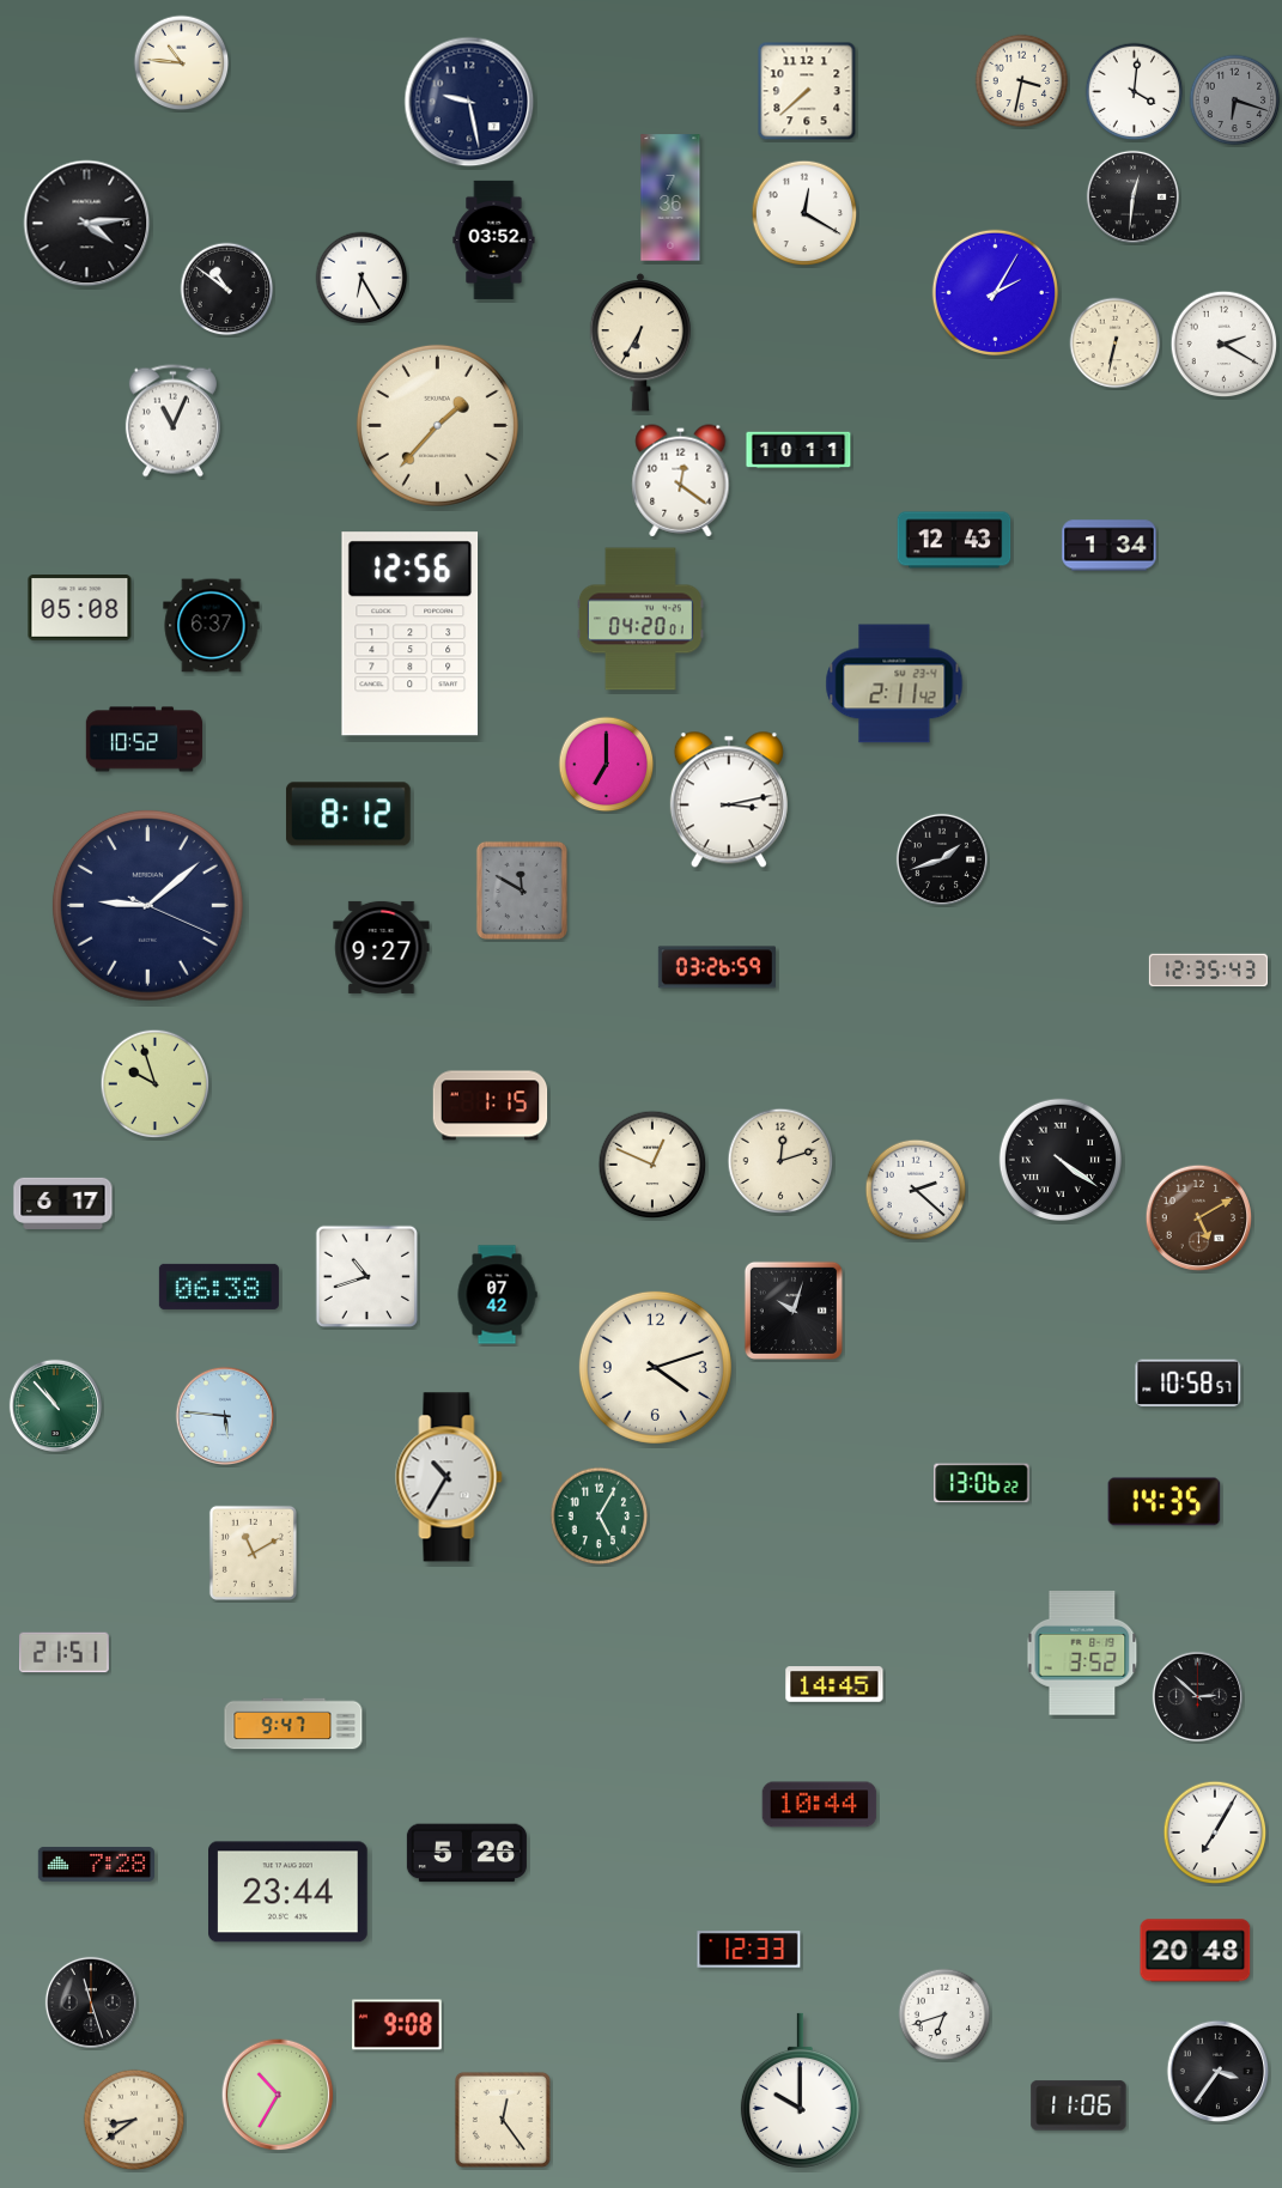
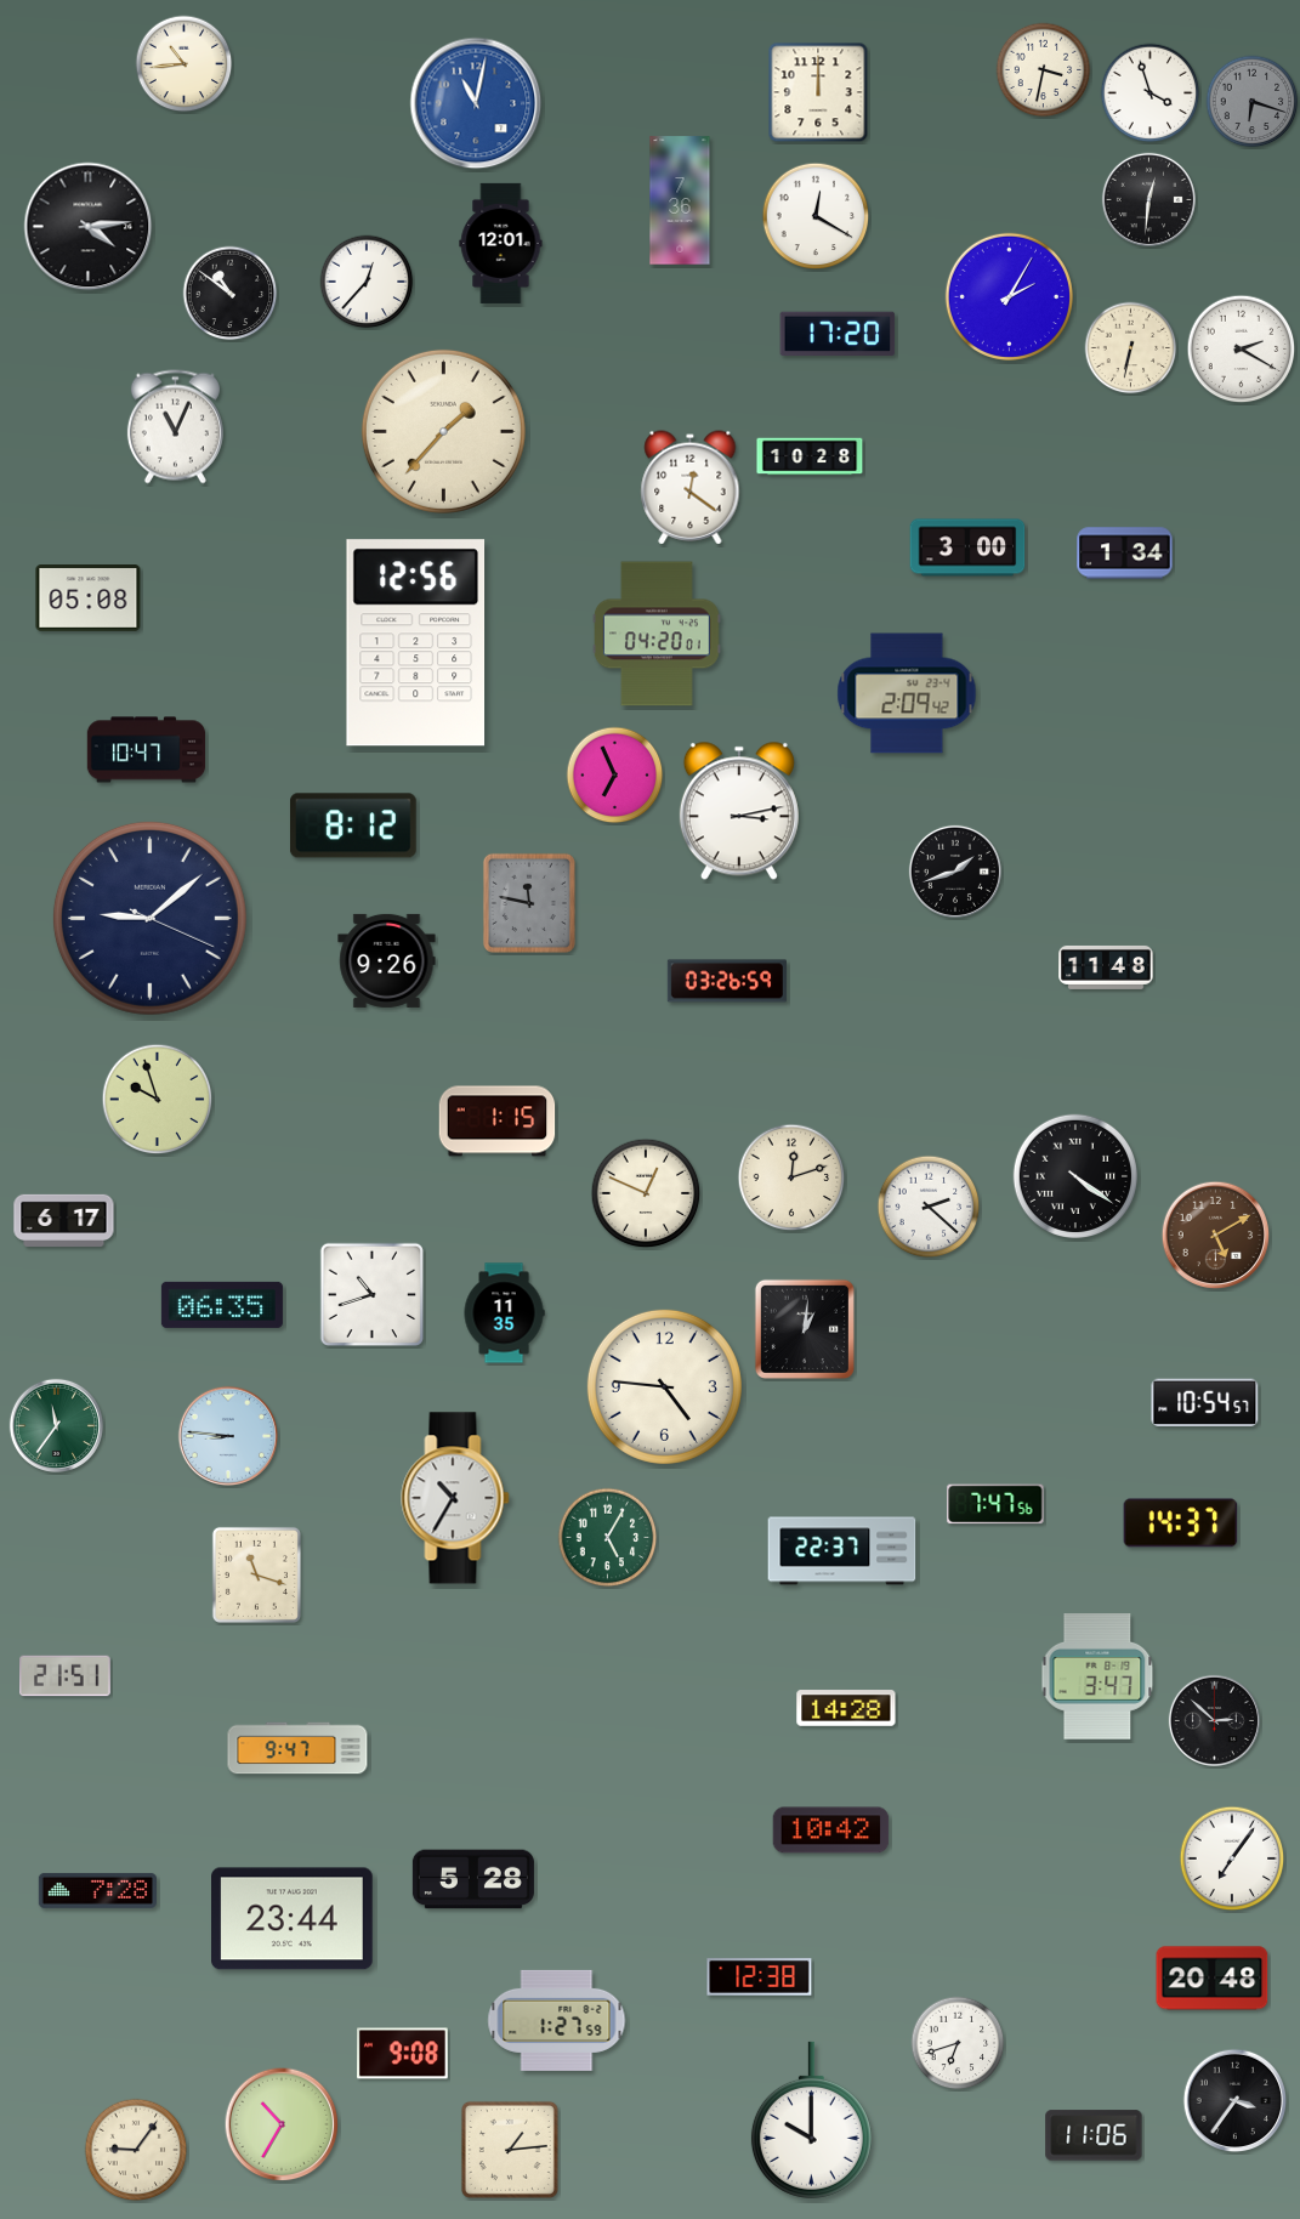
clock at (182, 63): 10:46 -> 10:44
clock at (1022, 81) position: (1022, 81) -> (1044, 70)
clock at (807, 91): 7:38 -> 12:00
clock at (1135, 92): 4:01 -> 3:57
clock at (469, 102): 9:28 -> 11:02
clock at (469, 102) dial: navy -> blue
clock at (494, 239): 03:52 -> 12:01
clock at (361, 278): 6:25 -> 12:37
clock at (838, 333): none -> 17:20
clock at (639, 342): 6:35 -> none
clock at (798, 450): 10:11 -> 10:28
clock at (954, 540): 12:43 -> 3:00
clock at (80, 608) position: (80, 608) -> (89, 598)
clock at (642, 619) position: (642, 619) -> (658, 634)
clock at (212, 626): 6:37 -> none
clock at (894, 683): 2:11 -> 2:09
clock at (145, 740): 10:52 -> 10:47
clock at (607, 765): 7:00 -> 6:56
clock at (522, 891): 11:50 -> 11:47
clock at (382, 947): 9:27 -> 9:26
clock at (1106, 967): none -> 11:48
clock at (1208, 971): 12:35 -> none
clock at (652, 1165) position: (652, 1165) -> (646, 1193)
clock at (219, 1287): 06:38 -> 06:35
clock at (497, 1295): 07:42 -> 11:35
clock at (794, 1311): 10:03 -> 1:01
clock at (655, 1367): 4:12 -> 4:46
clock at (1189, 1384): 10:58 -> 10:54
clock at (55, 1405): 10:53 -> 11:36
clock at (224, 1415): 5:46 -> 8:46
clock at (982, 1483): 13:06 -> 7:47
clock at (1165, 1502): 14:35 -> 14:37
clock at (842, 1551): none -> 22:37
clock at (253, 1552): 11:10 -> 11:18
clock at (1082, 1654): 3:52 -> 3:47
clock at (834, 1684): 14:45 -> 14:28
clock at (820, 1805): 10:44 -> 10:42
clock at (1215, 1833): 7:05 -> 7:06
clock at (467, 1853): 5:26 -> 5:28
clock at (749, 1950): 12:33 -> 12:38
clock at (557, 2020): none -> 1:27
clock at (91, 2002): 11:27 -> none
clock at (134, 2120): 8:39 -> 9:06
clock at (503, 2120): 12:24 -> 1:14
